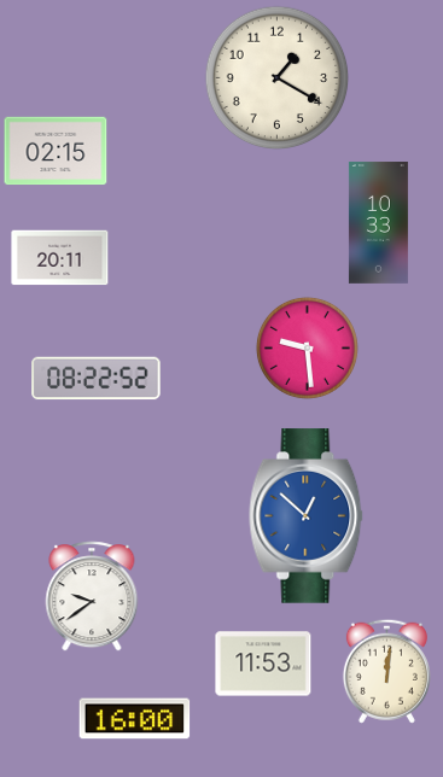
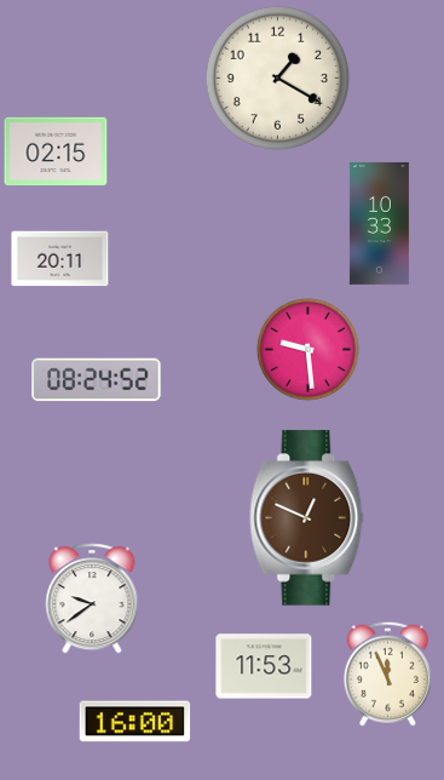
clock at (97, 379): 08:22 -> 08:24
clock at (307, 516): 12:52 -> 12:49
clock at (307, 516) dial: blue -> brown
clock at (386, 671): 12:01 -> 11:56
